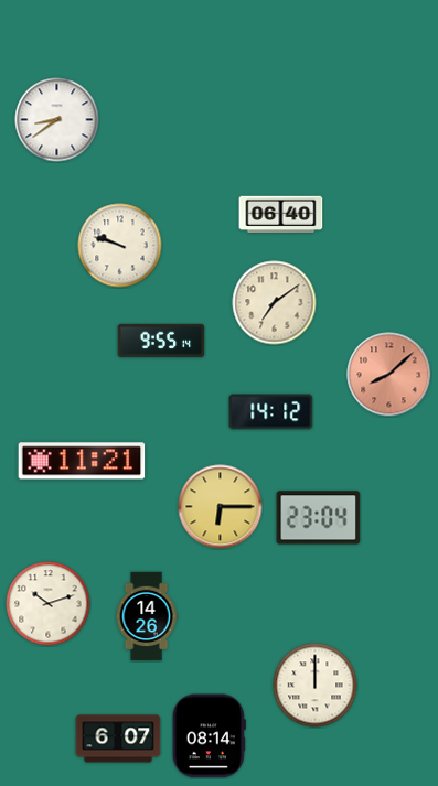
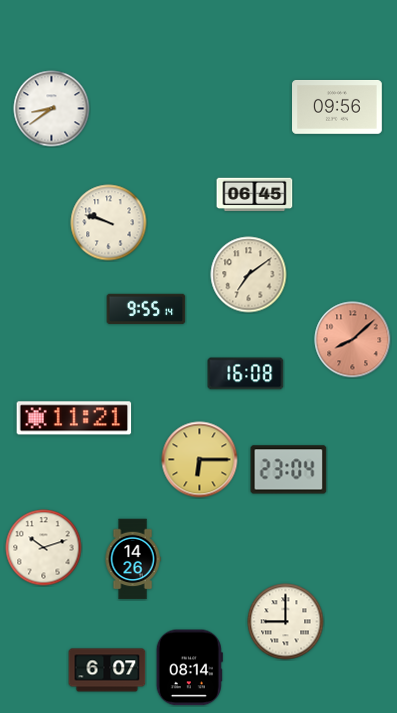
clock at (338, 107): none -> 09:56
clock at (281, 215): 06:40 -> 06:45
clock at (271, 412): 14:12 -> 16:08
clock at (316, 686): 12:00 -> 9:00
